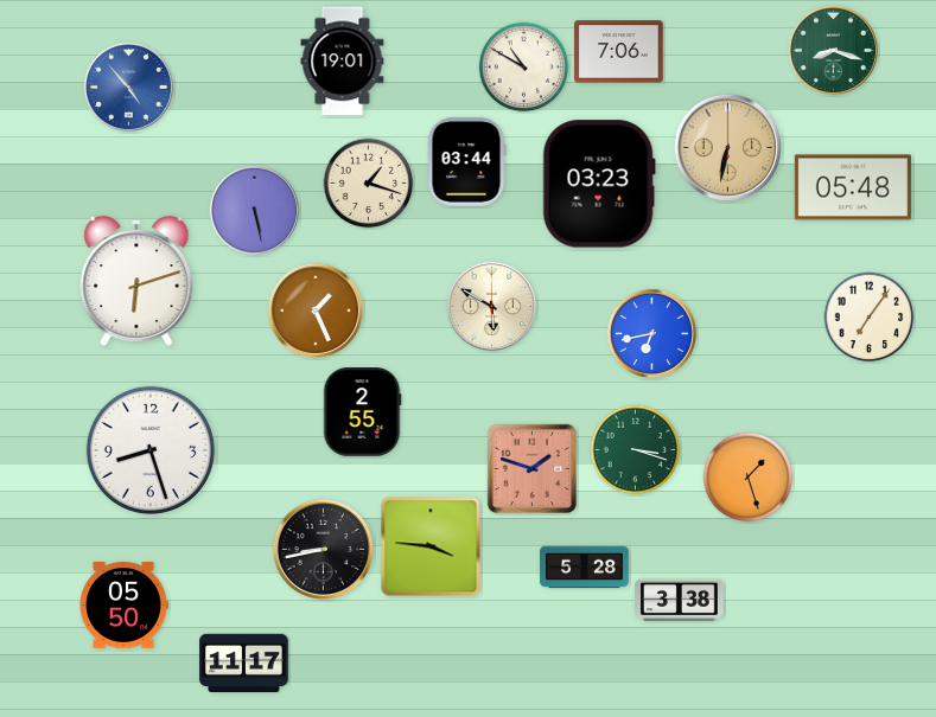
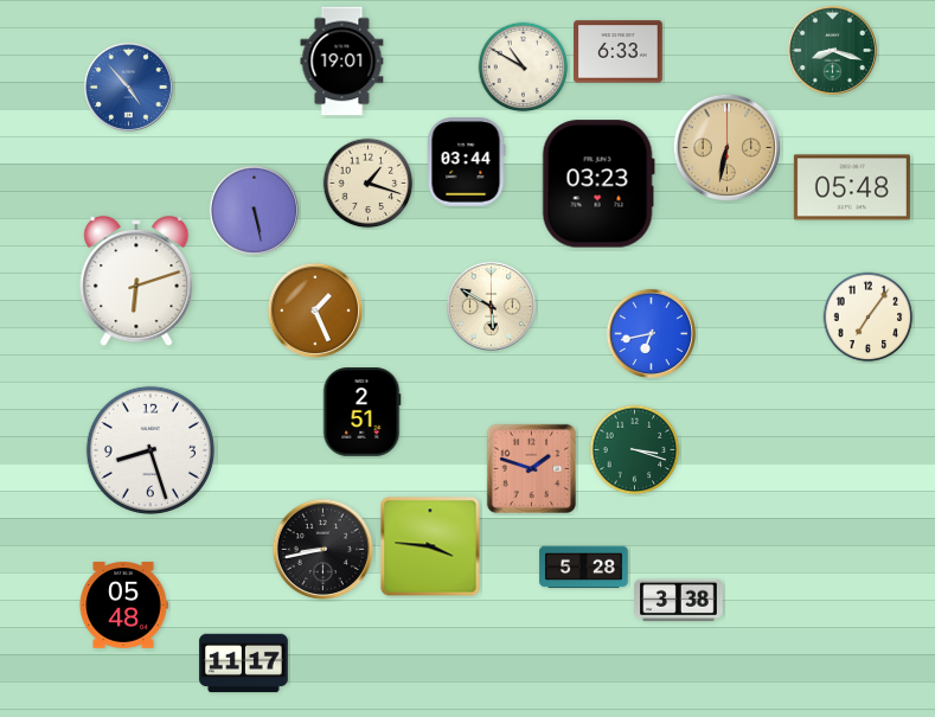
clock at (619, 52): 7:06 -> 6:33
clock at (362, 412): 2:55 -> 2:51
clock at (749, 478): 1:27 -> none
clock at (123, 606): 05:50 -> 05:48
